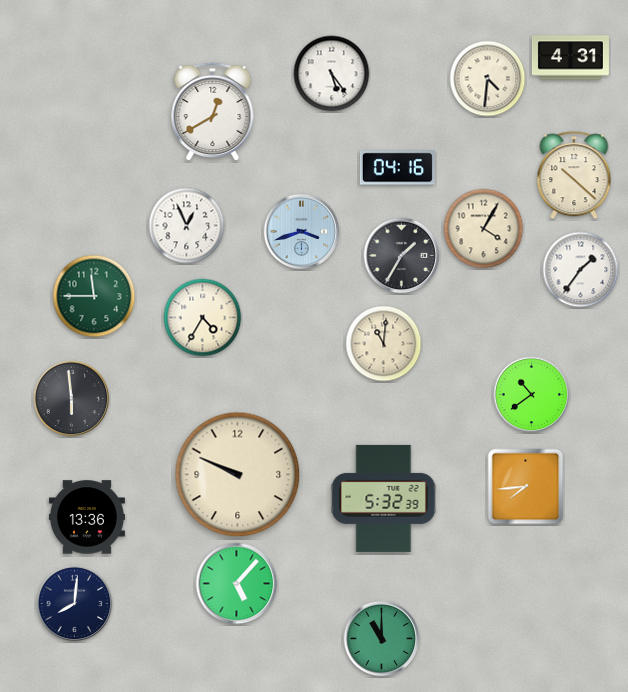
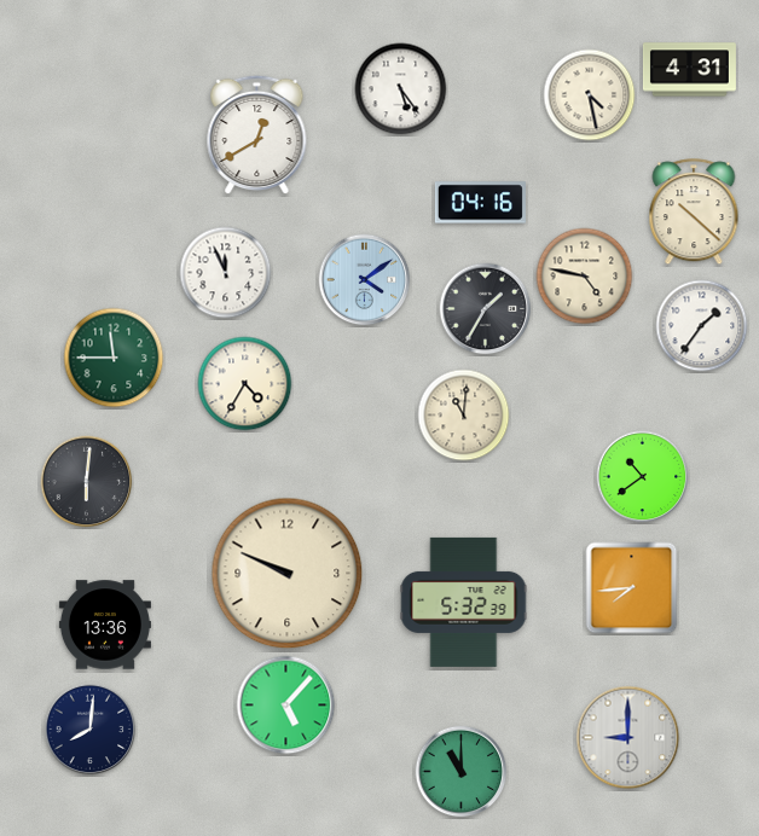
clock at (488, 79): 4:31 -> 4:28
clock at (187, 226): 12:56 -> 11:56
clock at (484, 229): 4:05 -> 4:47
clock at (302, 232): 3:42 -> 4:09
clock at (72, 399): 5:59 -> 6:01
clock at (526, 487) position: (526, 487) -> (632, 588)
clock at (628, 738): none -> 9:00
